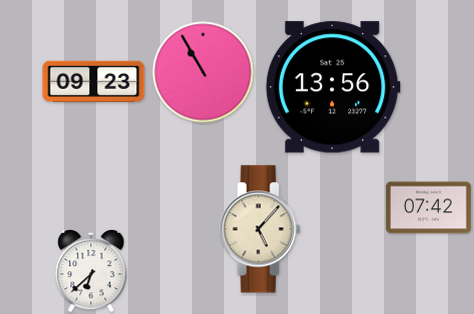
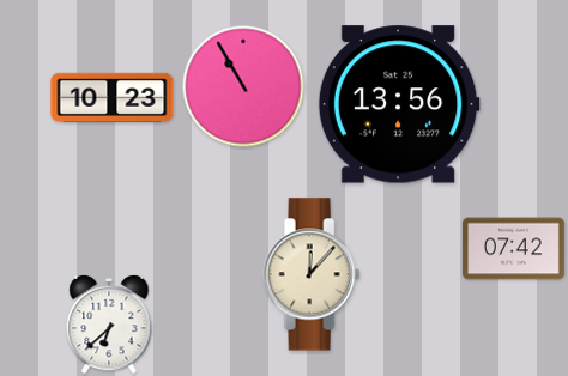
clock at (94, 81): 09:23 -> 10:23
clock at (260, 229): 5:07 -> 12:07
